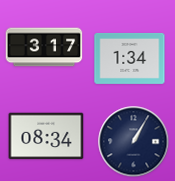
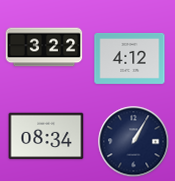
clock at (44, 47): 3:17 -> 3:22
clock at (130, 58): 1:34 -> 4:12
